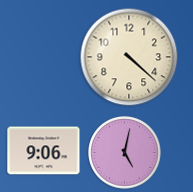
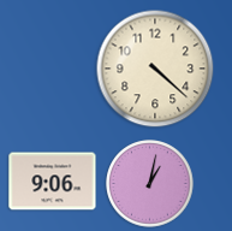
clock at (125, 153): 5:02 -> 1:02
